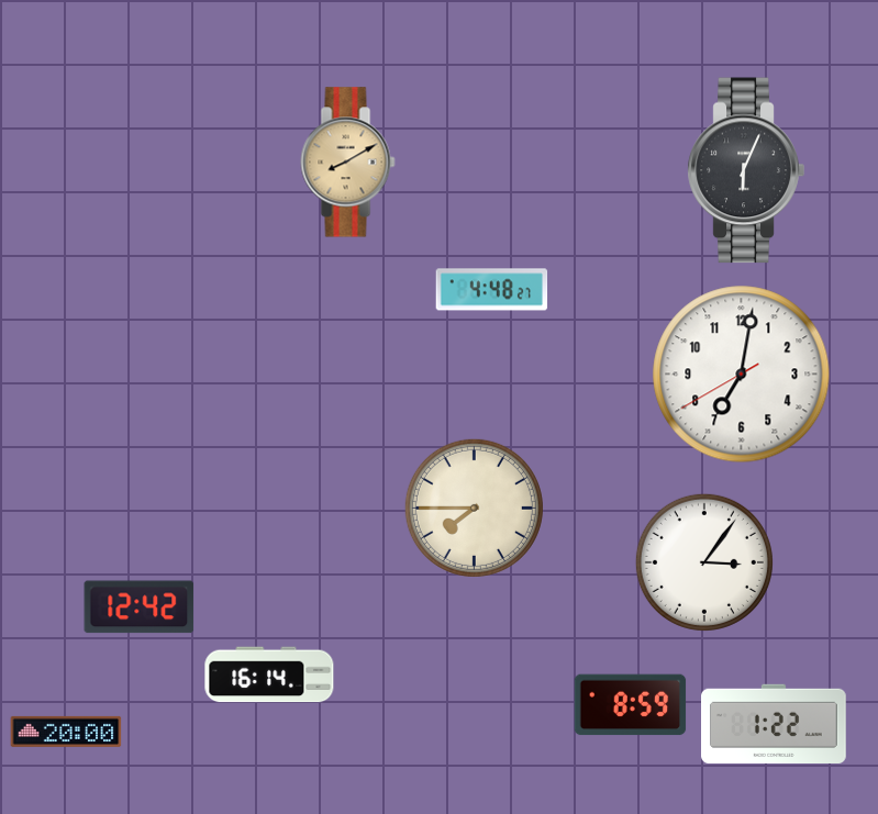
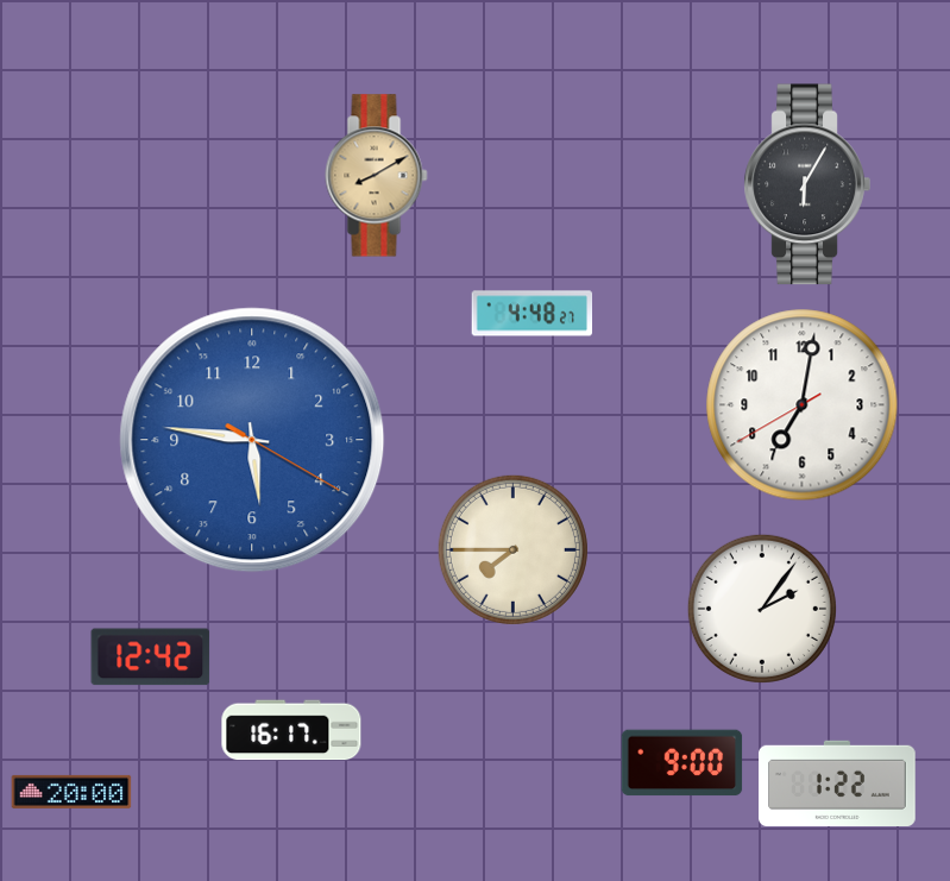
clock at (746, 170): 6:04 -> 6:05
clock at (252, 440): none -> 5:46
clock at (704, 562): 3:06 -> 2:06
clock at (269, 674): 16:14 -> 16:17
clock at (631, 705): 8:59 -> 9:00
